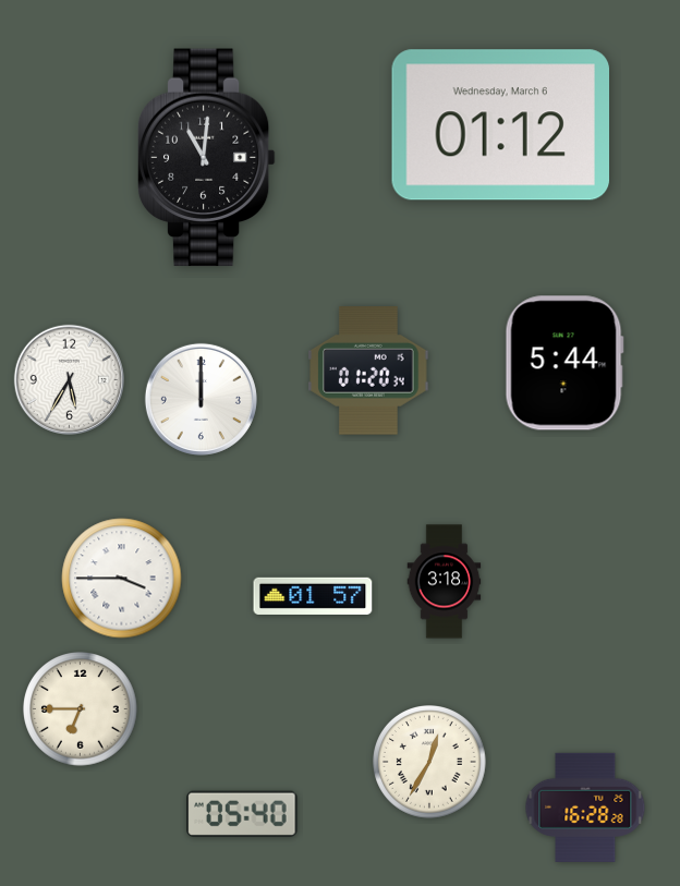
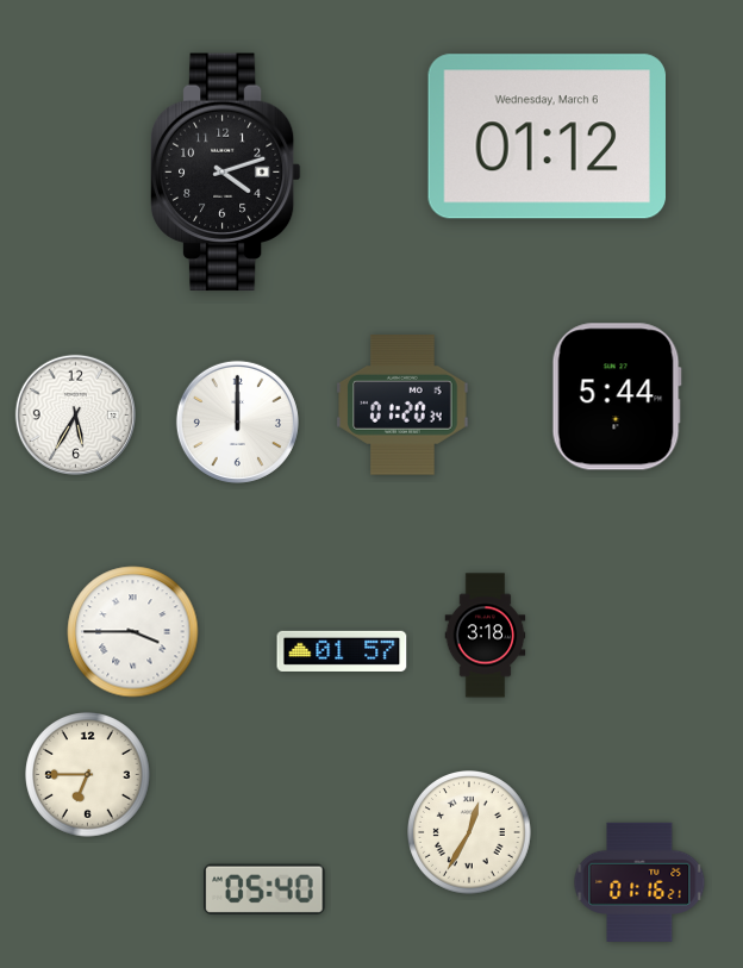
clock at (206, 158): 11:01 -> 4:12
clock at (201, 399) position: (201, 399) -> (237, 421)
clock at (585, 808): 16:28 -> 01:16
